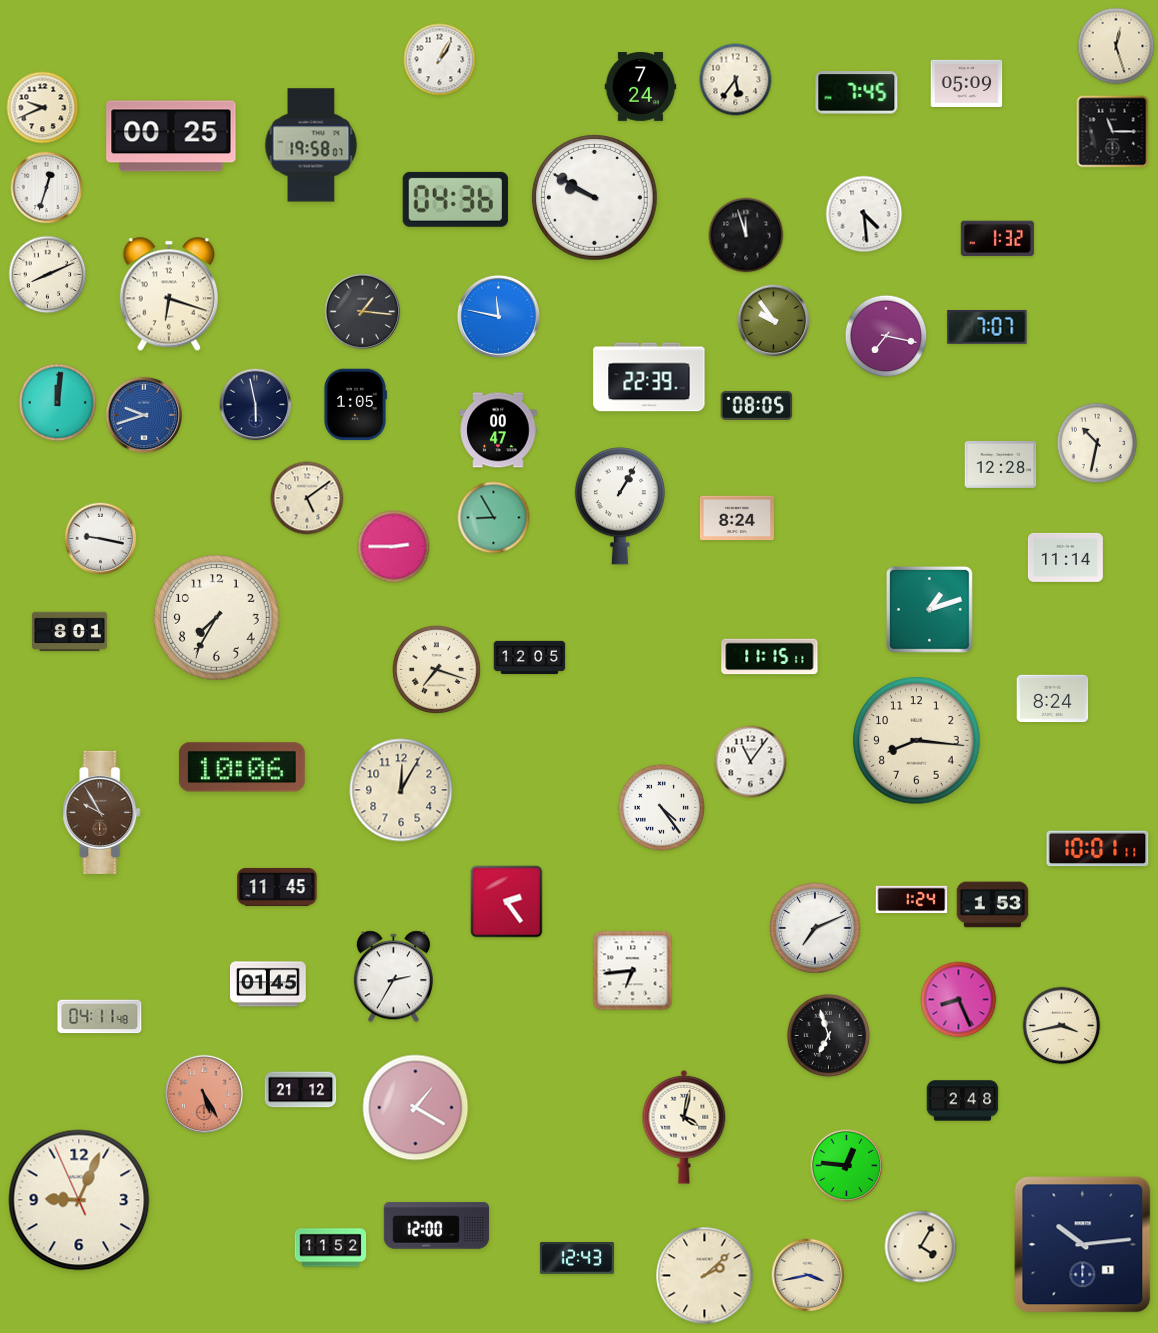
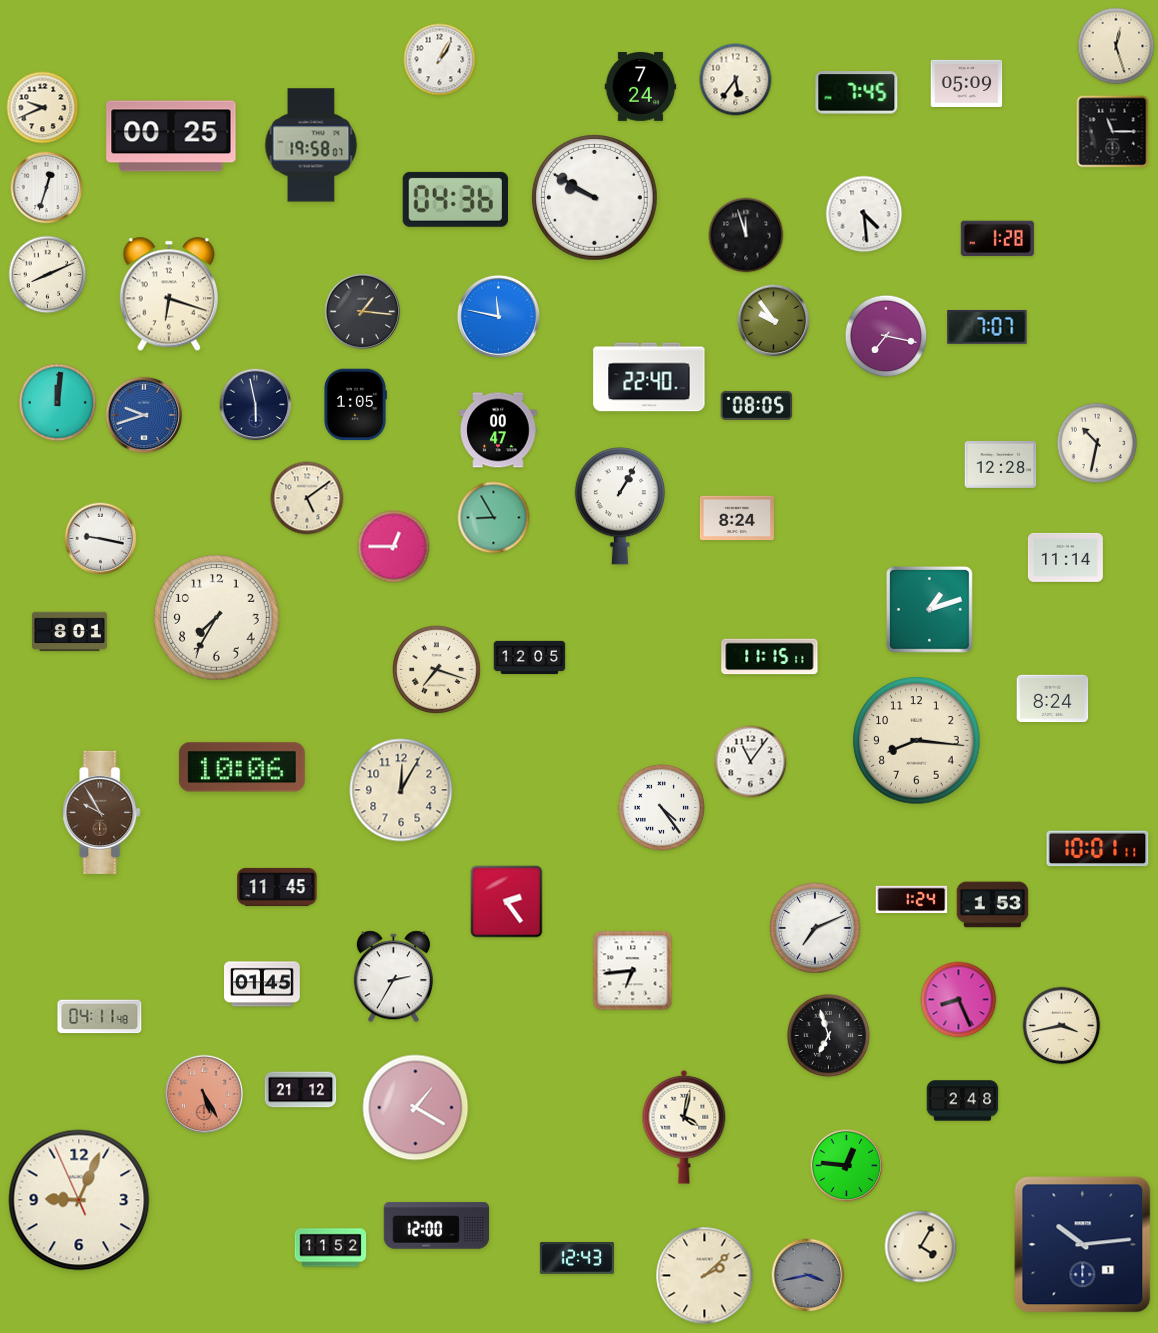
clock at (997, 239): 1:32 -> 1:28
clock at (649, 377): 22:39 -> 22:40
clock at (394, 547): 2:45 -> 12:45
clock at (269, 984) position: (269, 984) -> (263, 984)
clock at (808, 1275) dial: cream -> grey
